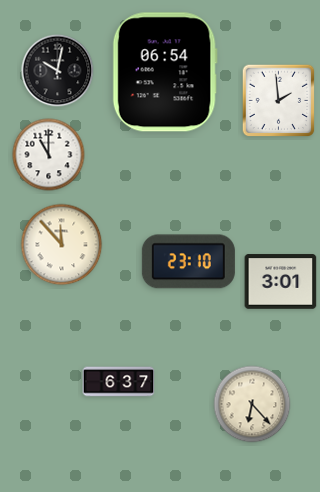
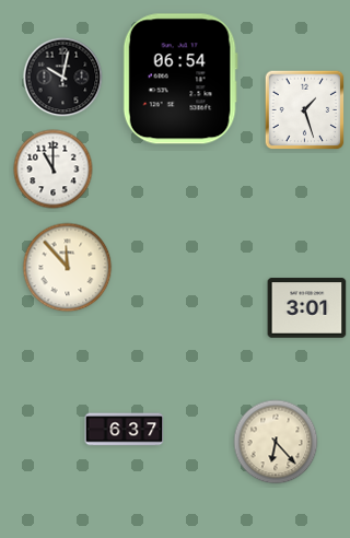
clock at (279, 101): 1:59 -> 1:27
clock at (188, 262): 23:10 -> none
clock at (119, 382) position: (119, 382) -> (125, 430)
